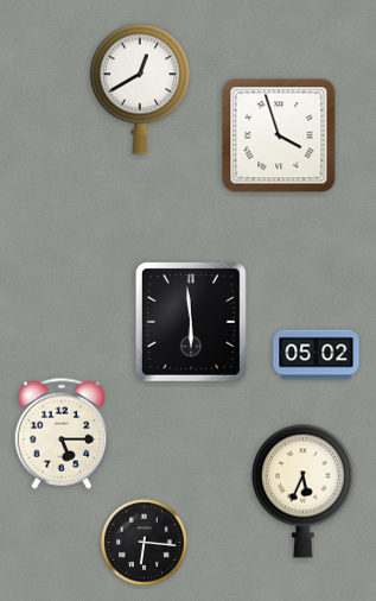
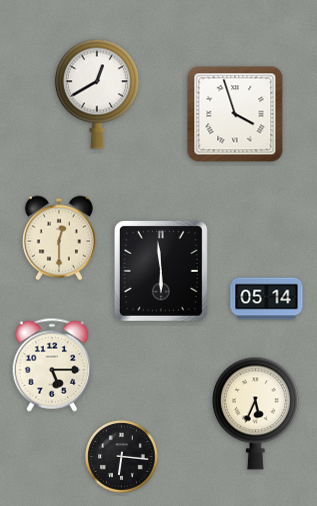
clock at (140, 89) position: (140, 89) -> (97, 94)
clock at (59, 238): none -> 12:30
clock at (317, 355): 05:02 -> 05:14
